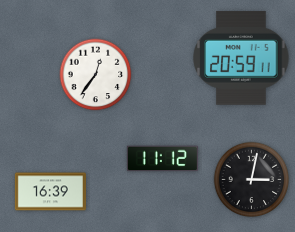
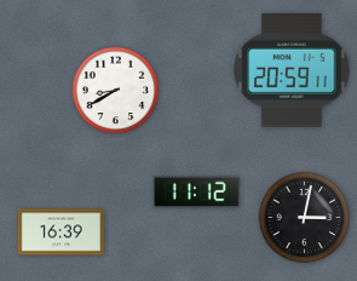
clock at (96, 75): 12:36 -> 8:40
